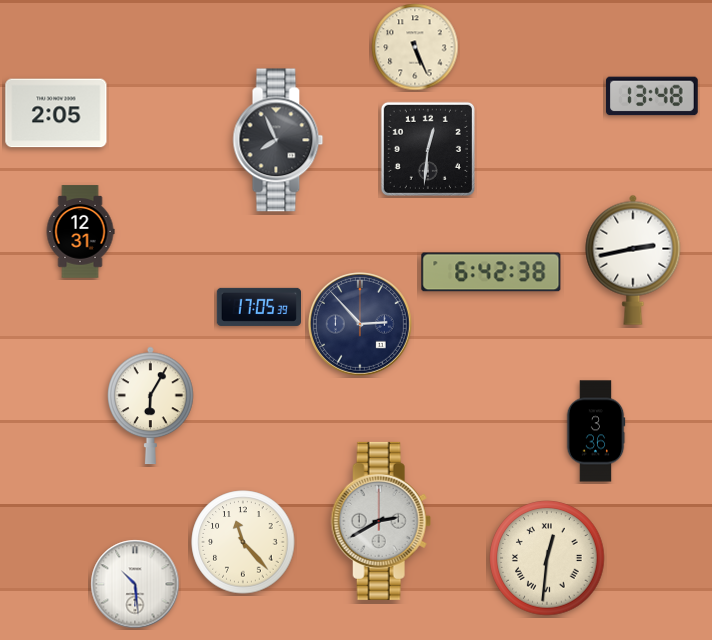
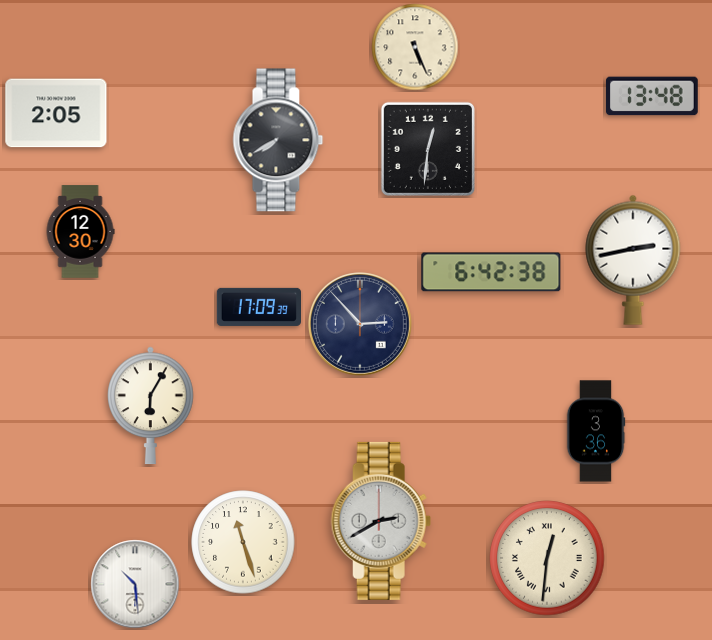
clock at (278, 140): 7:56 -> 7:40
clock at (80, 232): 12:31 -> 12:30
clock at (258, 307): 17:05 -> 17:09
clock at (243, 542): 11:23 -> 11:27
